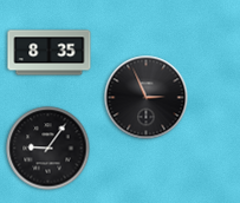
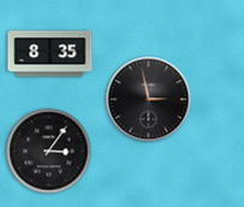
clock at (147, 98): 2:56 -> 2:58
clock at (48, 149): 9:06 -> 3:06
